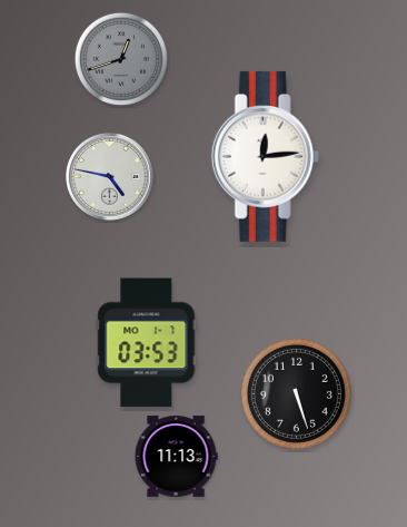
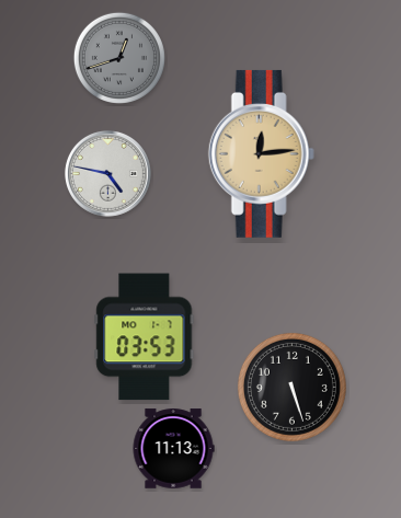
clock at (265, 156) dial: white -> champagne
